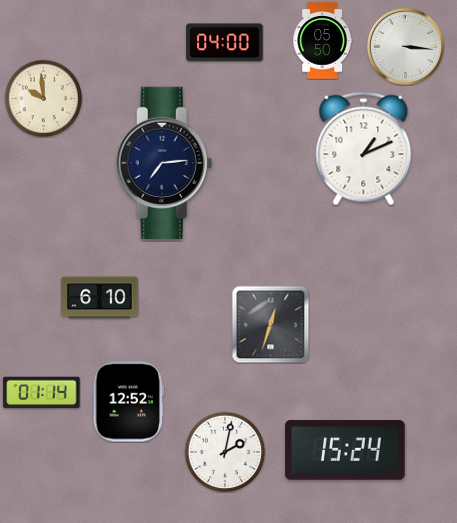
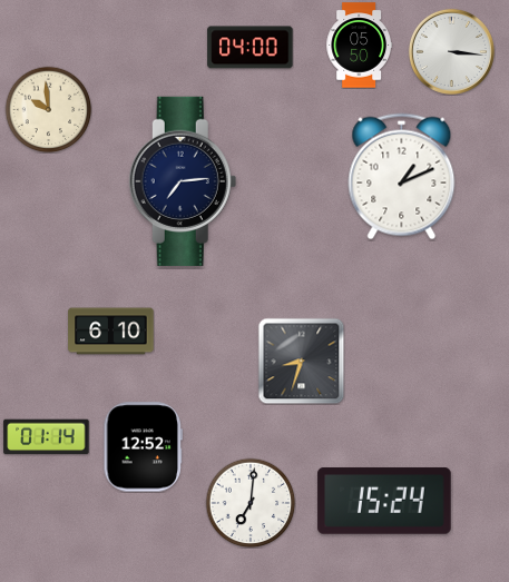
clock at (364, 149) position: (364, 149) -> (402, 177)
clock at (270, 324): 12:33 -> 8:33
clock at (225, 452): 2:02 -> 7:01
